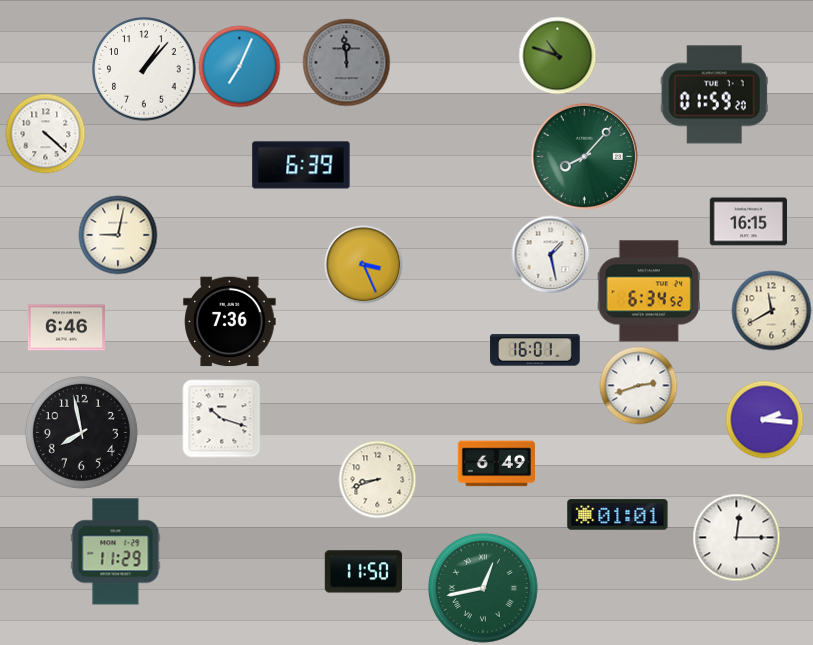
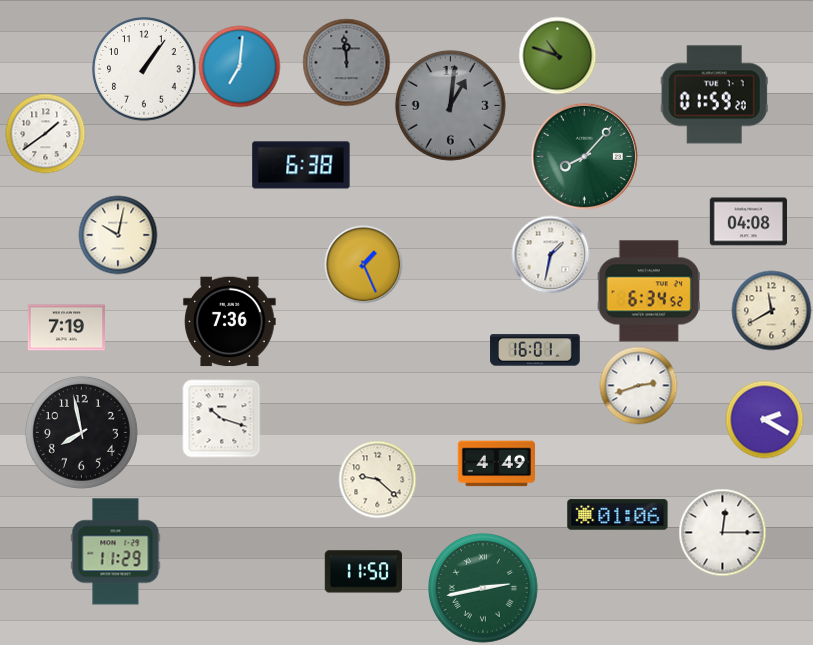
clock at (239, 66): 7:04 -> 7:01
clock at (144, 69): 1:07 -> 1:06
clock at (450, 105): none -> 1:01
clock at (45, 133): 4:22 -> 1:39
clock at (301, 165): 6:39 -> 6:38
clock at (748, 222): 16:15 -> 04:08
clock at (118, 235): 9:02 -> 10:02
clock at (550, 254): 1:28 -> 1:32
clock at (363, 264): 3:26 -> 1:26
clock at (66, 328): 6:46 -> 7:19
clock at (764, 419): 2:16 -> 2:20
clock at (496, 464): 6:49 -> 4:49
clock at (377, 479): 8:42 -> 9:22
clock at (618, 515): 01:01 -> 01:06
clock at (736, 537) position: (736, 537) -> (722, 532)
clock at (484, 589): 12:43 -> 2:43
